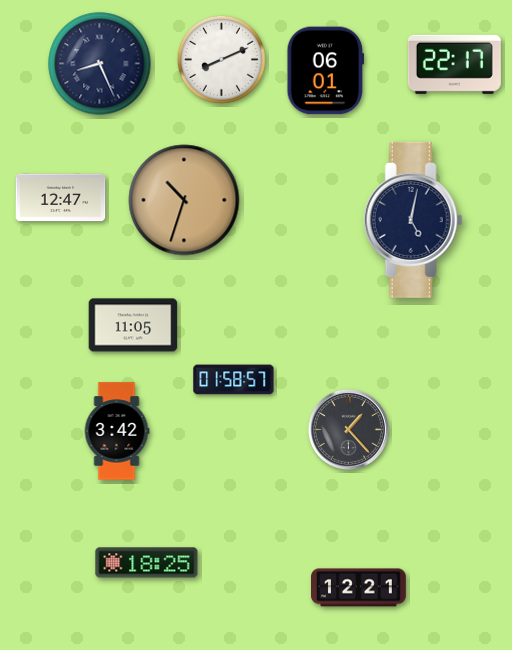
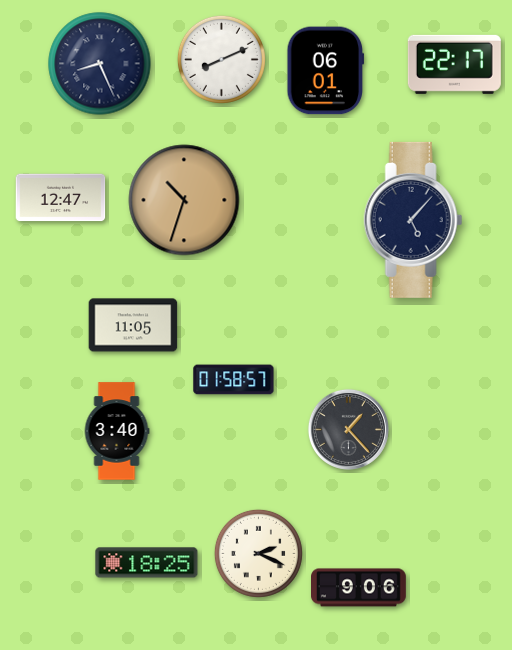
clock at (413, 220): 5:02 -> 5:07
clock at (117, 431): 3:42 -> 3:40
clock at (258, 553): none -> 2:19
clock at (359, 588): 12:21 -> 9:06
